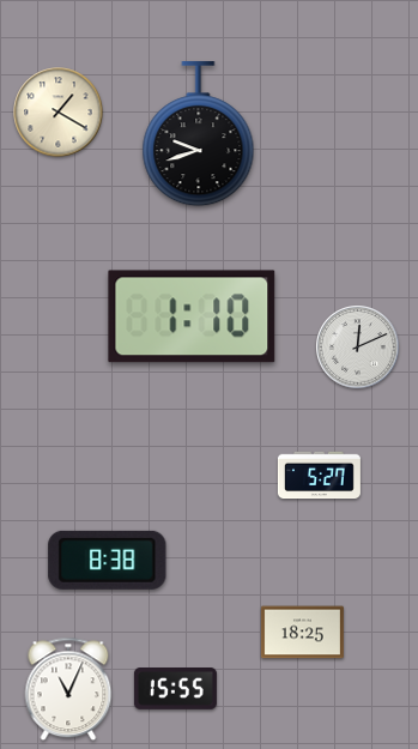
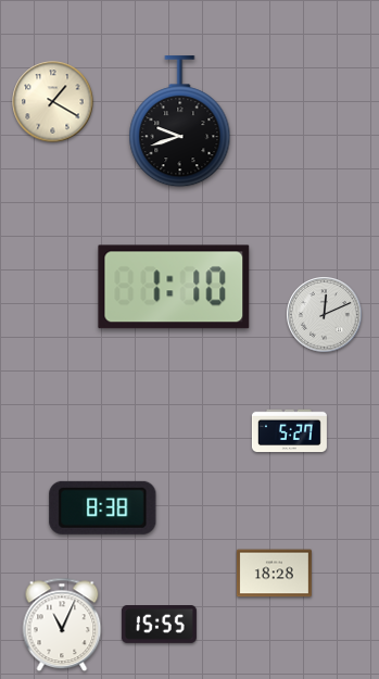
clock at (108, 560) position: (108, 560) -> (103, 507)
clock at (302, 633): 18:25 -> 18:28
